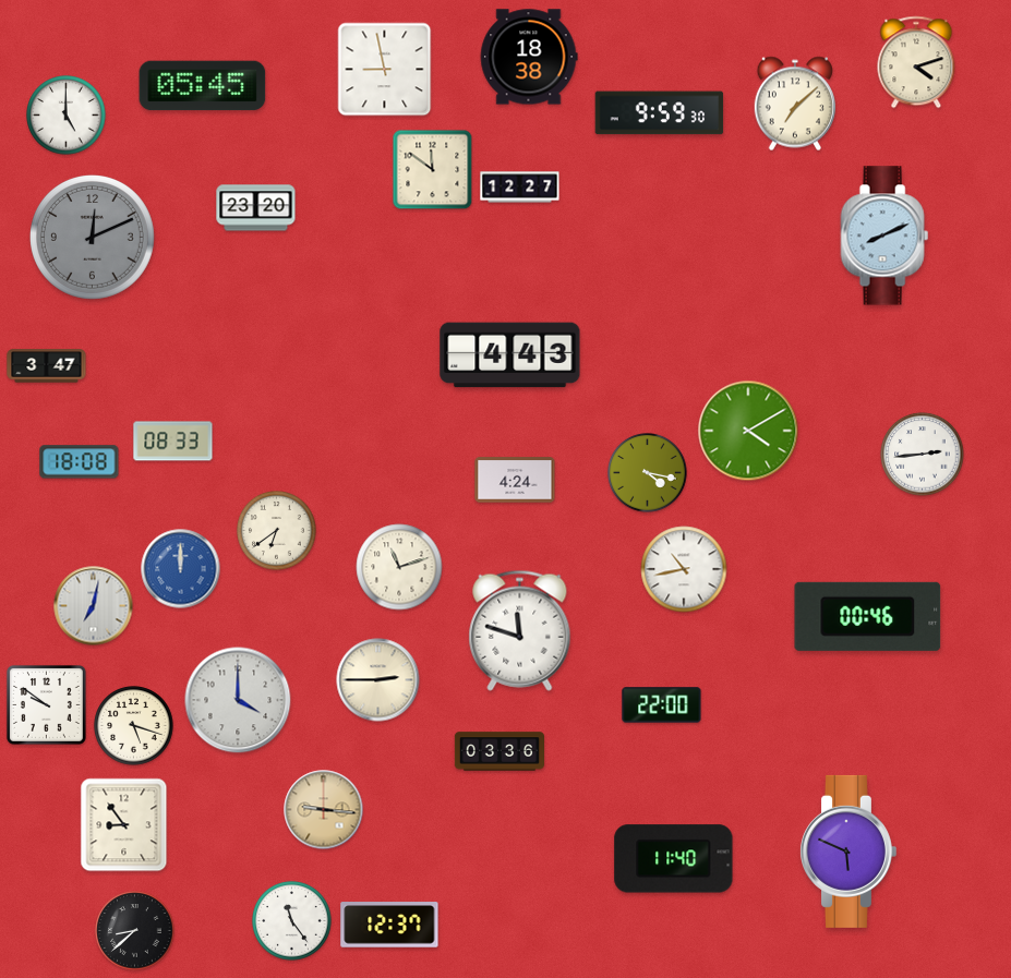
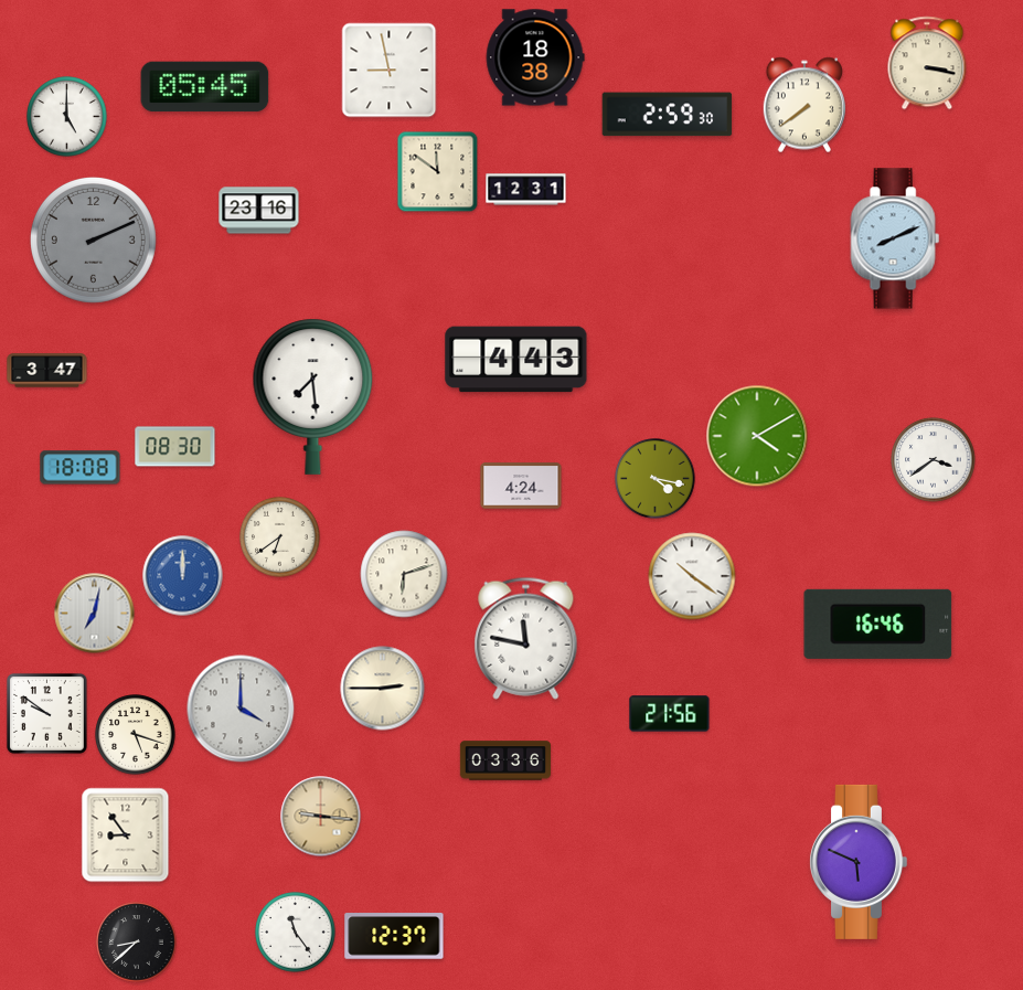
clock at (916, 62): 4:12 -> 3:17
clock at (794, 104): 7:08 -> 7:39
clock at (660, 113): 9:59 -> 2:59
clock at (520, 188): 12:27 -> 12:31
clock at (256, 208): 23:20 -> 23:16
clock at (92, 237): 12:11 -> 2:11
clock at (313, 396): none -> 7:29
clock at (173, 442): 08:33 -> 08:30
clock at (923, 455): 2:44 -> 3:39
clock at (399, 567): 11:12 -> 6:12
clock at (684, 569): 10:43 -> 10:21
clock at (868, 616): 00:46 -> 16:46
clock at (520, 630): 11:48 -> 11:47
clock at (662, 705): 22:00 -> 21:56
clock at (324, 810) position: (324, 810) -> (321, 817)
clock at (674, 859): 11:40 -> none
